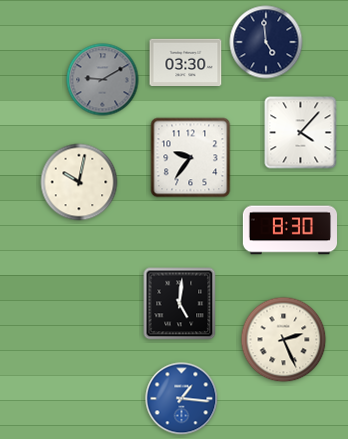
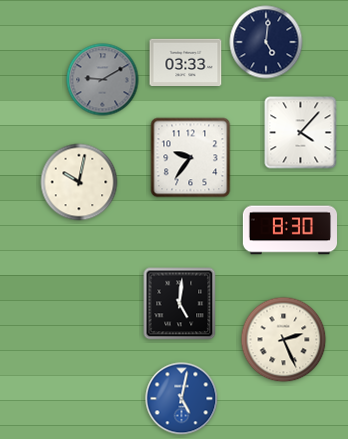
clock at (266, 42): 4:59 -> 5:01
clock at (186, 63): 03:30 -> 03:33
clock at (182, 399): 1:16 -> 5:02
